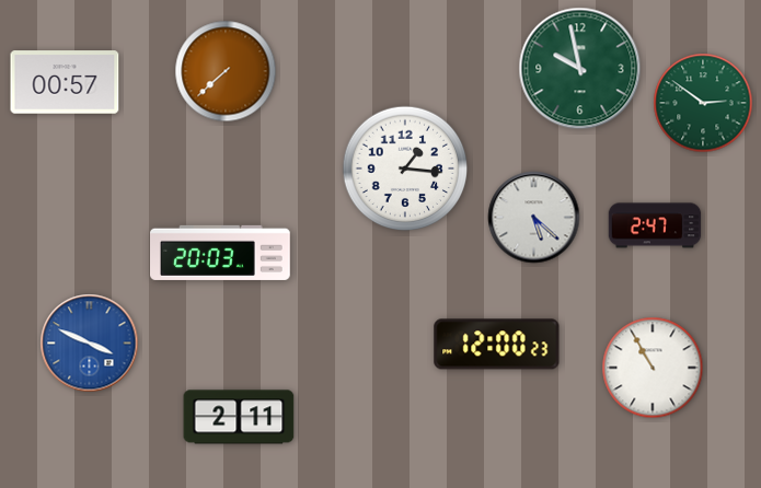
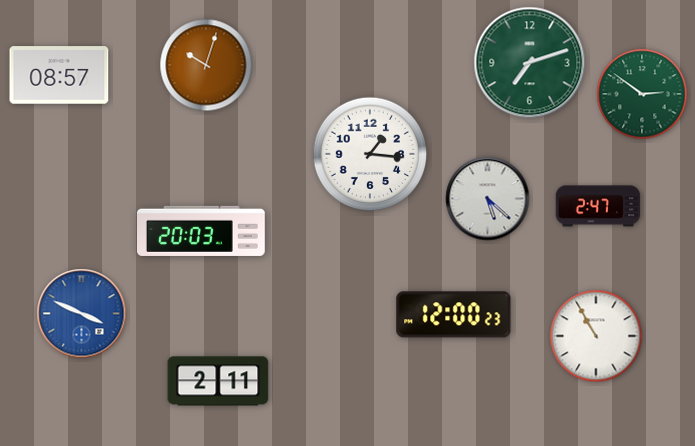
clock at (580, 69): 9:58 -> 7:12
clock at (226, 71): 7:38 -> 10:03
clock at (65, 82): 00:57 -> 08:57
